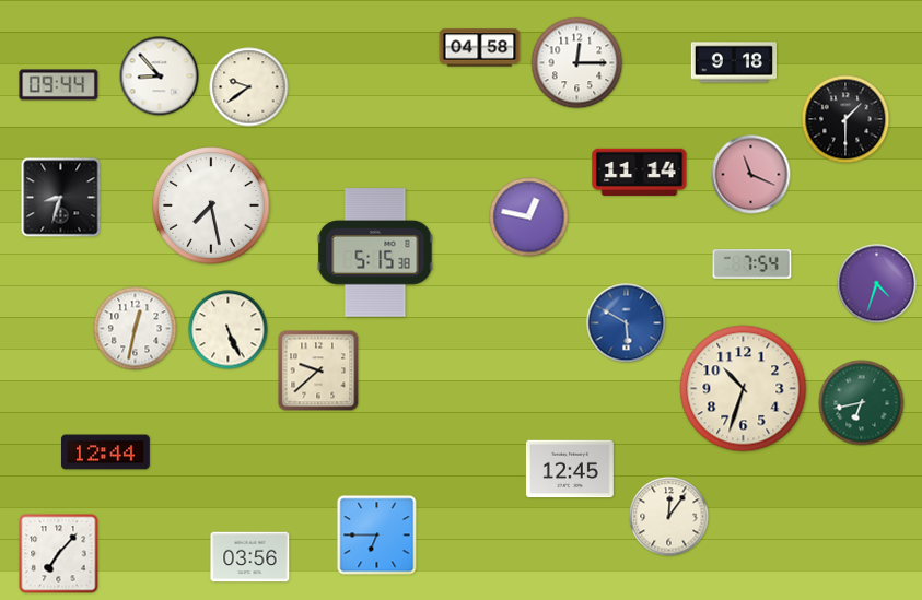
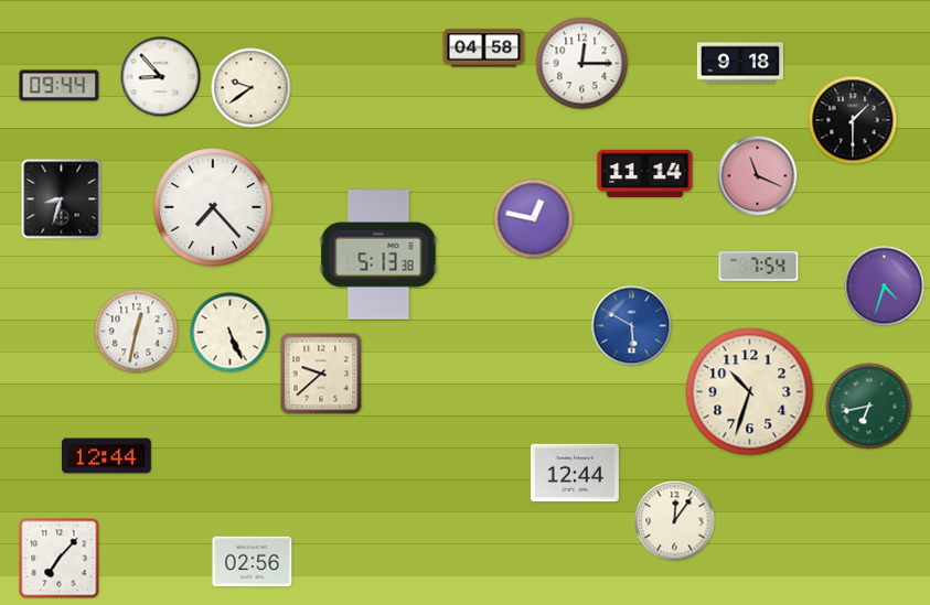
clock at (211, 205): 7:28 -> 7:23
clock at (375, 252): 5:15 -> 5:13
clock at (570, 469): 12:45 -> 12:44
clock at (377, 536): 6:45 -> none
clock at (250, 557): 03:56 -> 02:56
